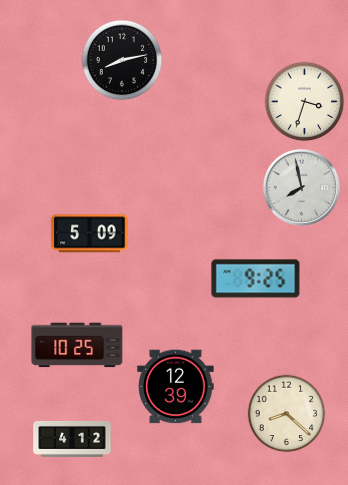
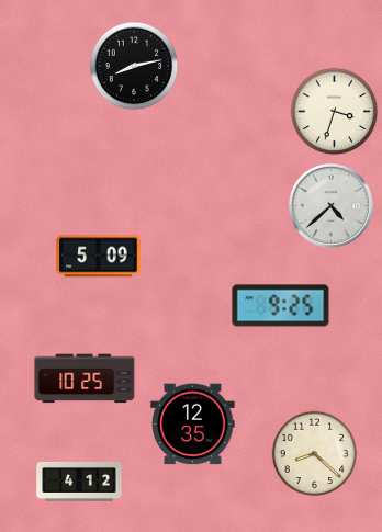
clock at (301, 187): 7:58 -> 4:38
clock at (176, 387): 12:39 -> 12:35
